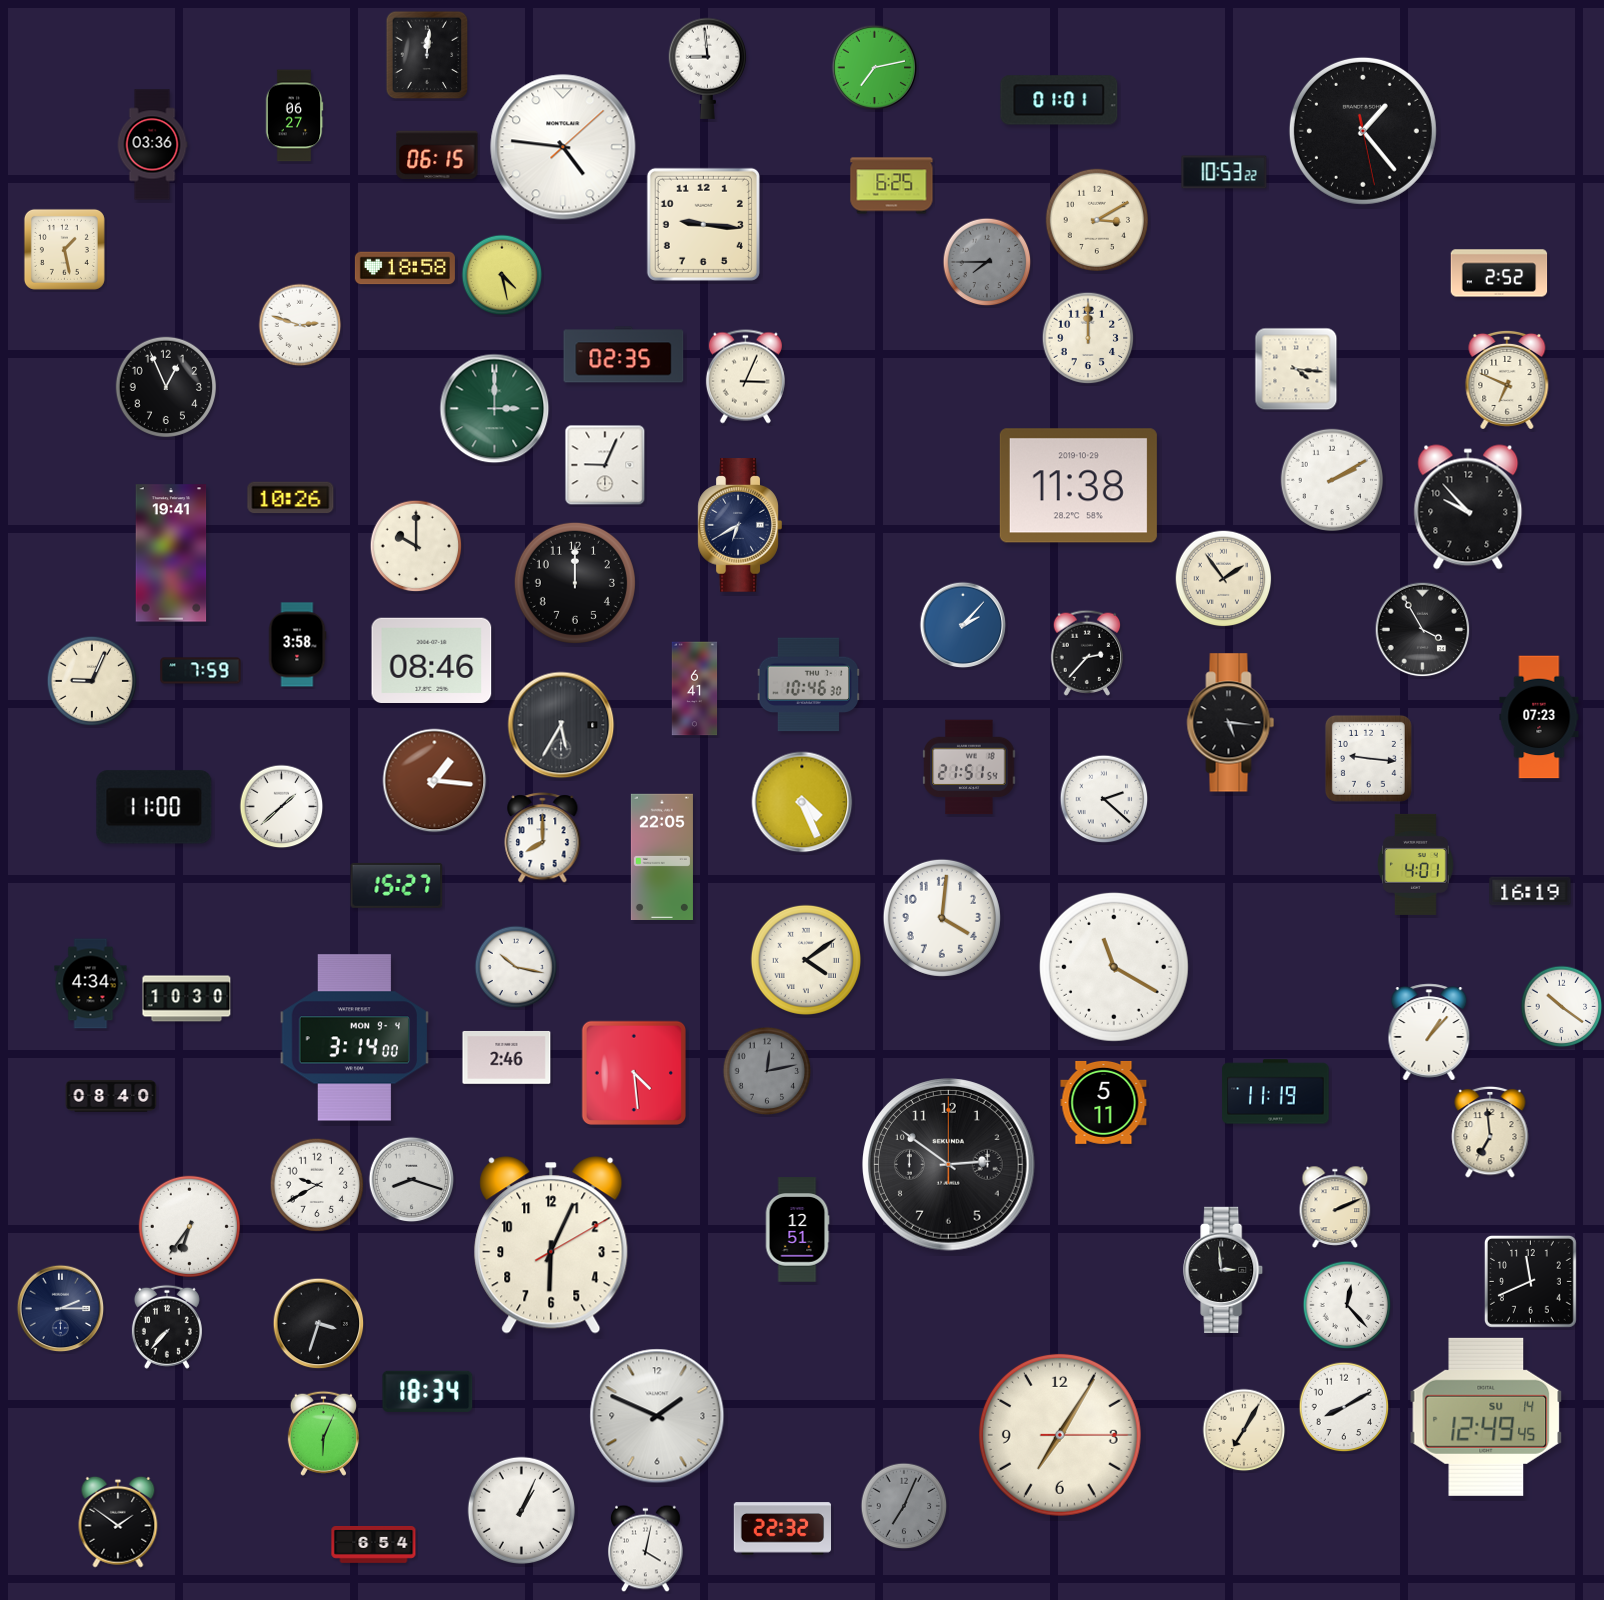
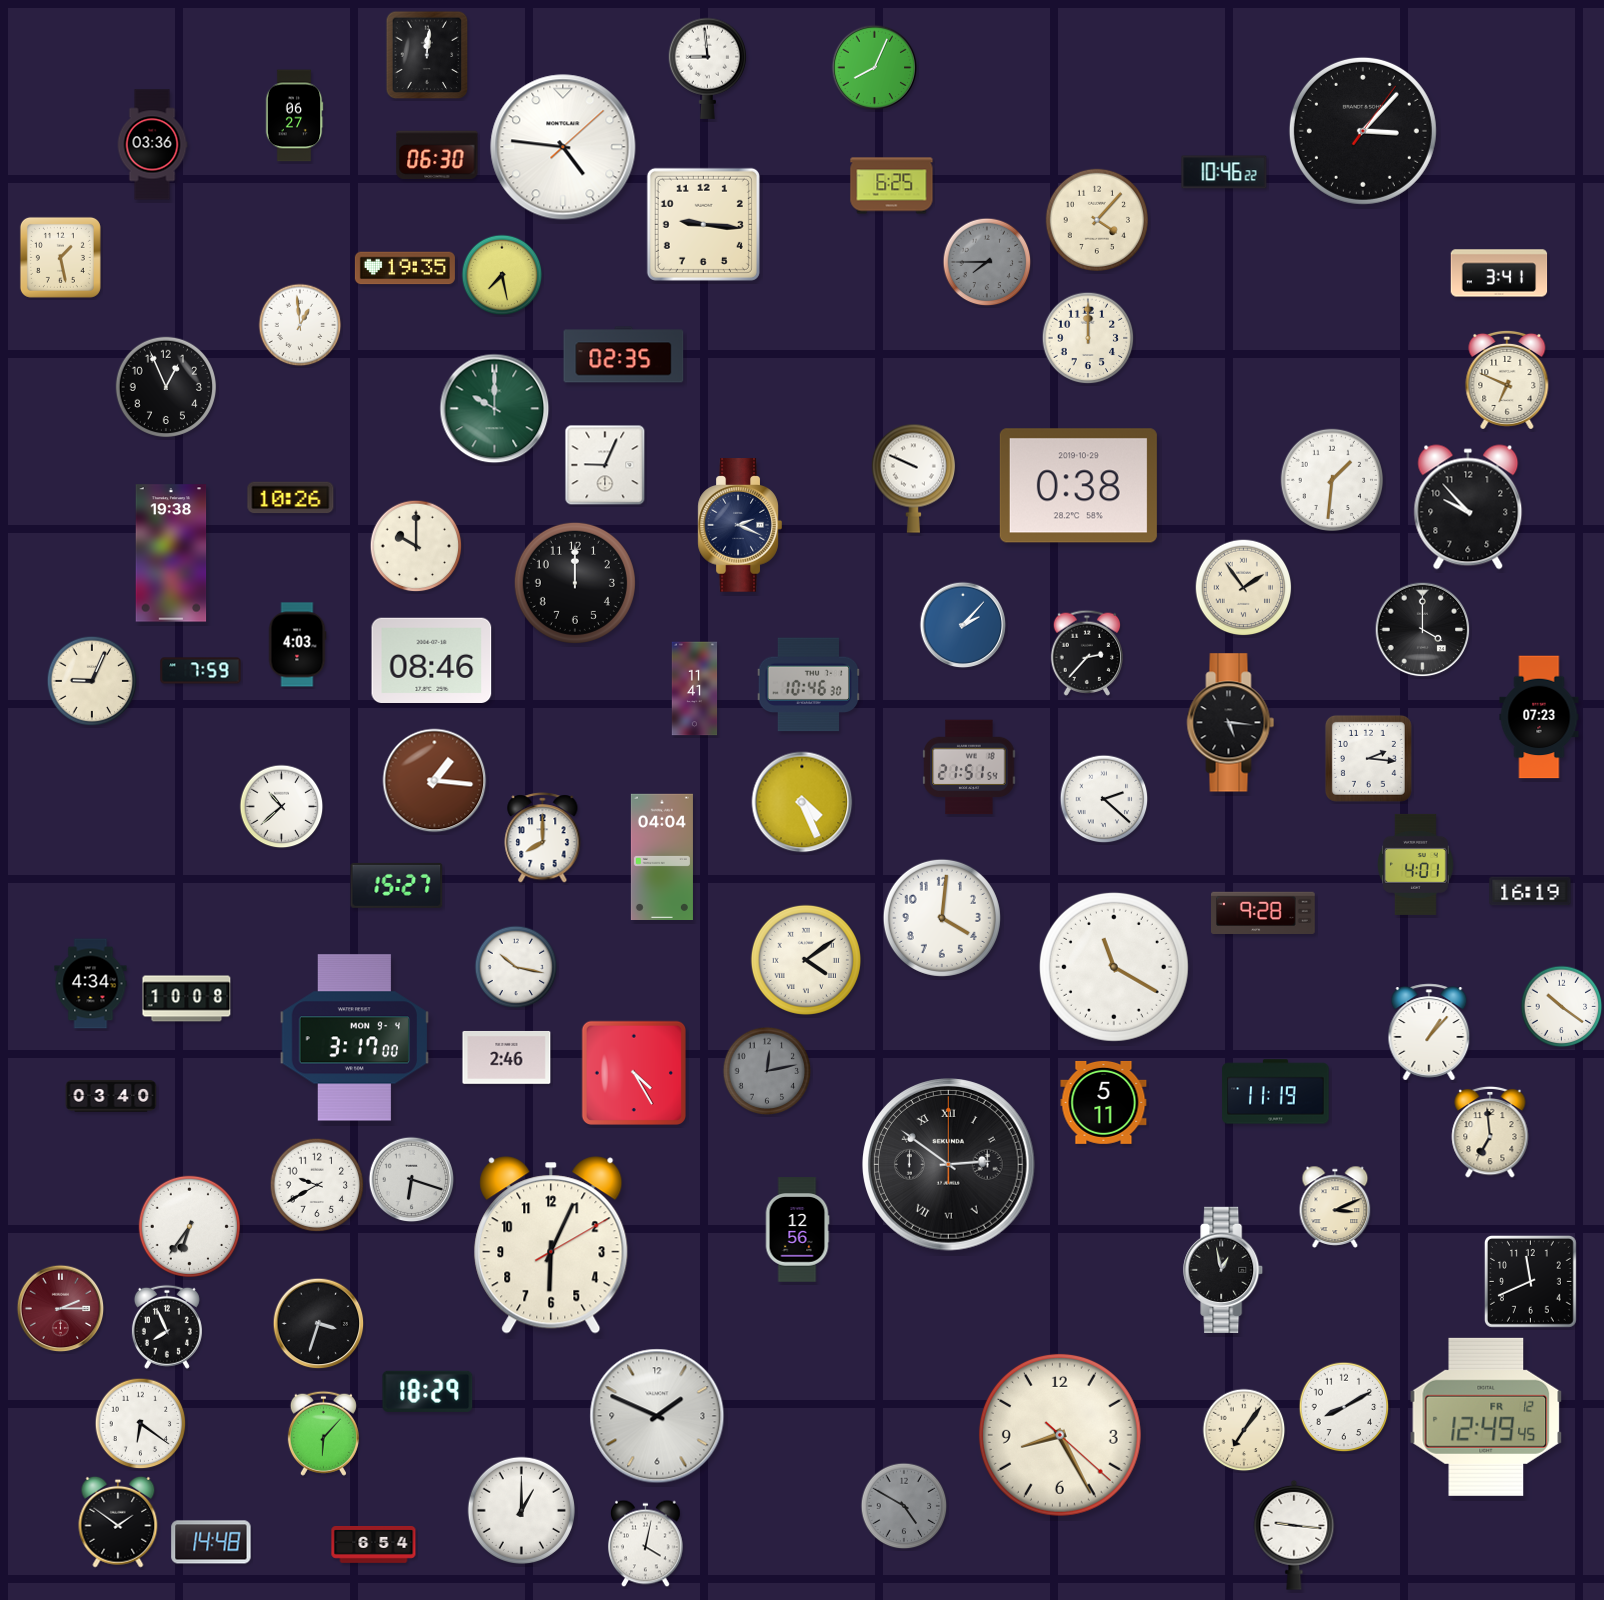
clock at (875, 68): 7:13 -> 8:04
clock at (1059, 100): 01:01 -> none
clock at (1363, 131): 1:23 -> 3:07
clock at (437, 155): 06:15 -> 06:30
clock at (1224, 172): 10:53 -> 10:46
clock at (1096, 219): 3:10 -> 4:07
clock at (64, 249) position: (64, 249) -> (60, 257)
clock at (405, 268): 18:58 -> 19:35
clock at (1499, 273): 2:52 -> 3:41
clock at (502, 275): 4:28 -> 7:28
clock at (300, 325): 2:48 -> 12:59
clock at (1296, 369): 4:16 -> none
clock at (745, 377): 3:04 -> none
clock at (495, 409): 3:00 -> 10:00
clock at (913, 478): none -> 9:49
clock at (1331, 479): 2:10 -> 1:31
clock at (1078, 486): 11:38 -> 0:38
clock at (740, 525): 6:40 -> 2:19
clock at (171, 553): 19:41 -> 19:38
clock at (1224, 579) position: (1224, 579) -> (1244, 588)
clock at (1423, 630): 3:55 -> 4:00
clock at (297, 645): 3:58 -> 4:03
clock at (695, 689): 6:41 -> 11:41
clock at (561, 725): 5:35 -> none
clock at (1368, 758): 9:16 -> 2:16
clock at (154, 807): 11:00 -> none
clock at (282, 807): 1:38 -> 10:38
clock at (662, 856): 22:05 -> 04:04
clock at (1264, 912): none -> 9:28
clock at (187, 999): 10:30 -> 10:08
clock at (354, 1038): 3:14 -> 3:17
clock at (633, 1072): 4:29 -> 4:25
clock at (111, 1096): 08:40 -> 03:40
clock at (949, 1165) numerals: Arabic -> Roman
clock at (412, 1180): 8:18 -> 6:18
clock at (1335, 1207): 2:11 -> 3:11
clock at (797, 1230): 12:51 -> 12:56
clock at (1224, 1270): 2:59 -> 12:58
clock at (1347, 1305): 12:23 -> none
clock at (61, 1309) dial: navy -> burgundy
clock at (167, 1327): 7:37 -> 7:56
clock at (428, 1391): 18:34 -> 18:29
clock at (1486, 1417) date: SU 14 -> FR 12
clock at (141, 1424): none -> 6:21
clock at (1244, 1430): 7:05 -> 7:06
clock at (323, 1433): 6:04 -> 6:07
clock at (1060, 1435): 7:05 -> 8:25
clock at (904, 1506): 7:04 -> 4:50
clock at (521, 1510): 1:04 -> 1:00
clock at (782, 1529): 22:32 -> none
clock at (1294, 1535): none -> 9:16
clock at (211, 1542): none -> 14:48
clock at (646, 1549) position: (646, 1549) -> (646, 1544)
